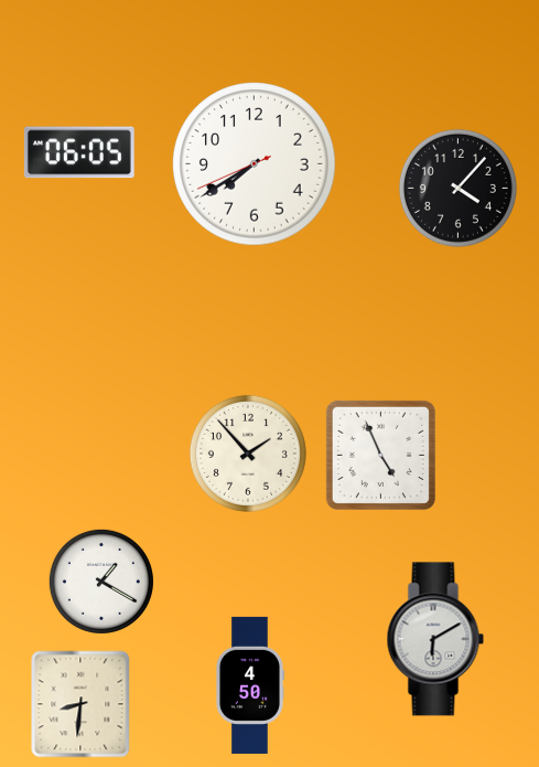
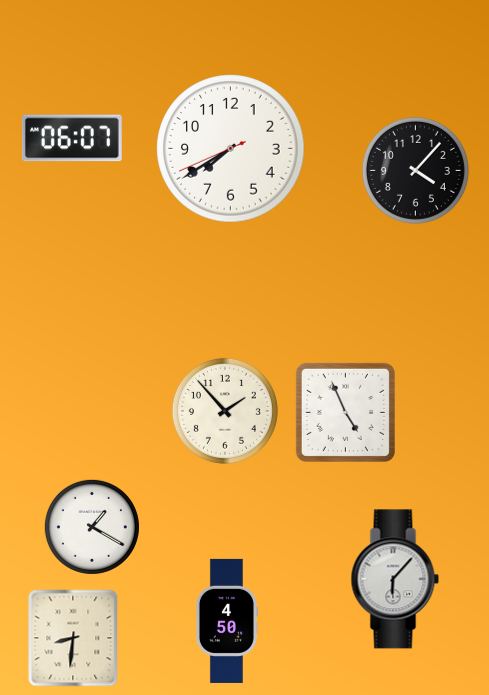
clock at (79, 152): 06:05 -> 06:07
clock at (435, 639): 6:10 -> 6:07
